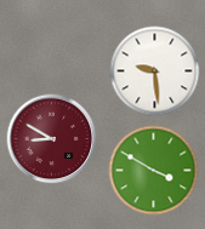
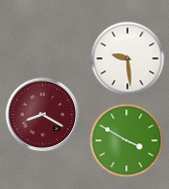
clock at (52, 139): 8:50 -> 8:20
